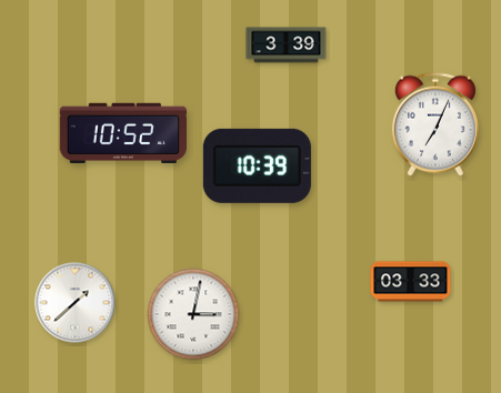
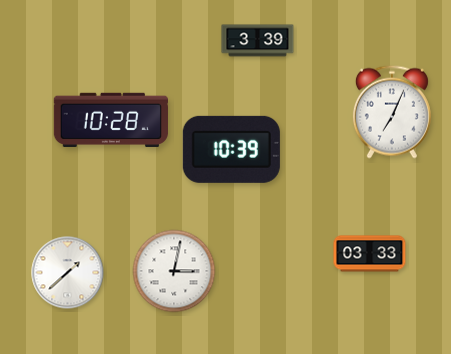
clock at (122, 133): 10:52 -> 10:28
clock at (193, 314) position: (193, 314) -> (174, 271)
